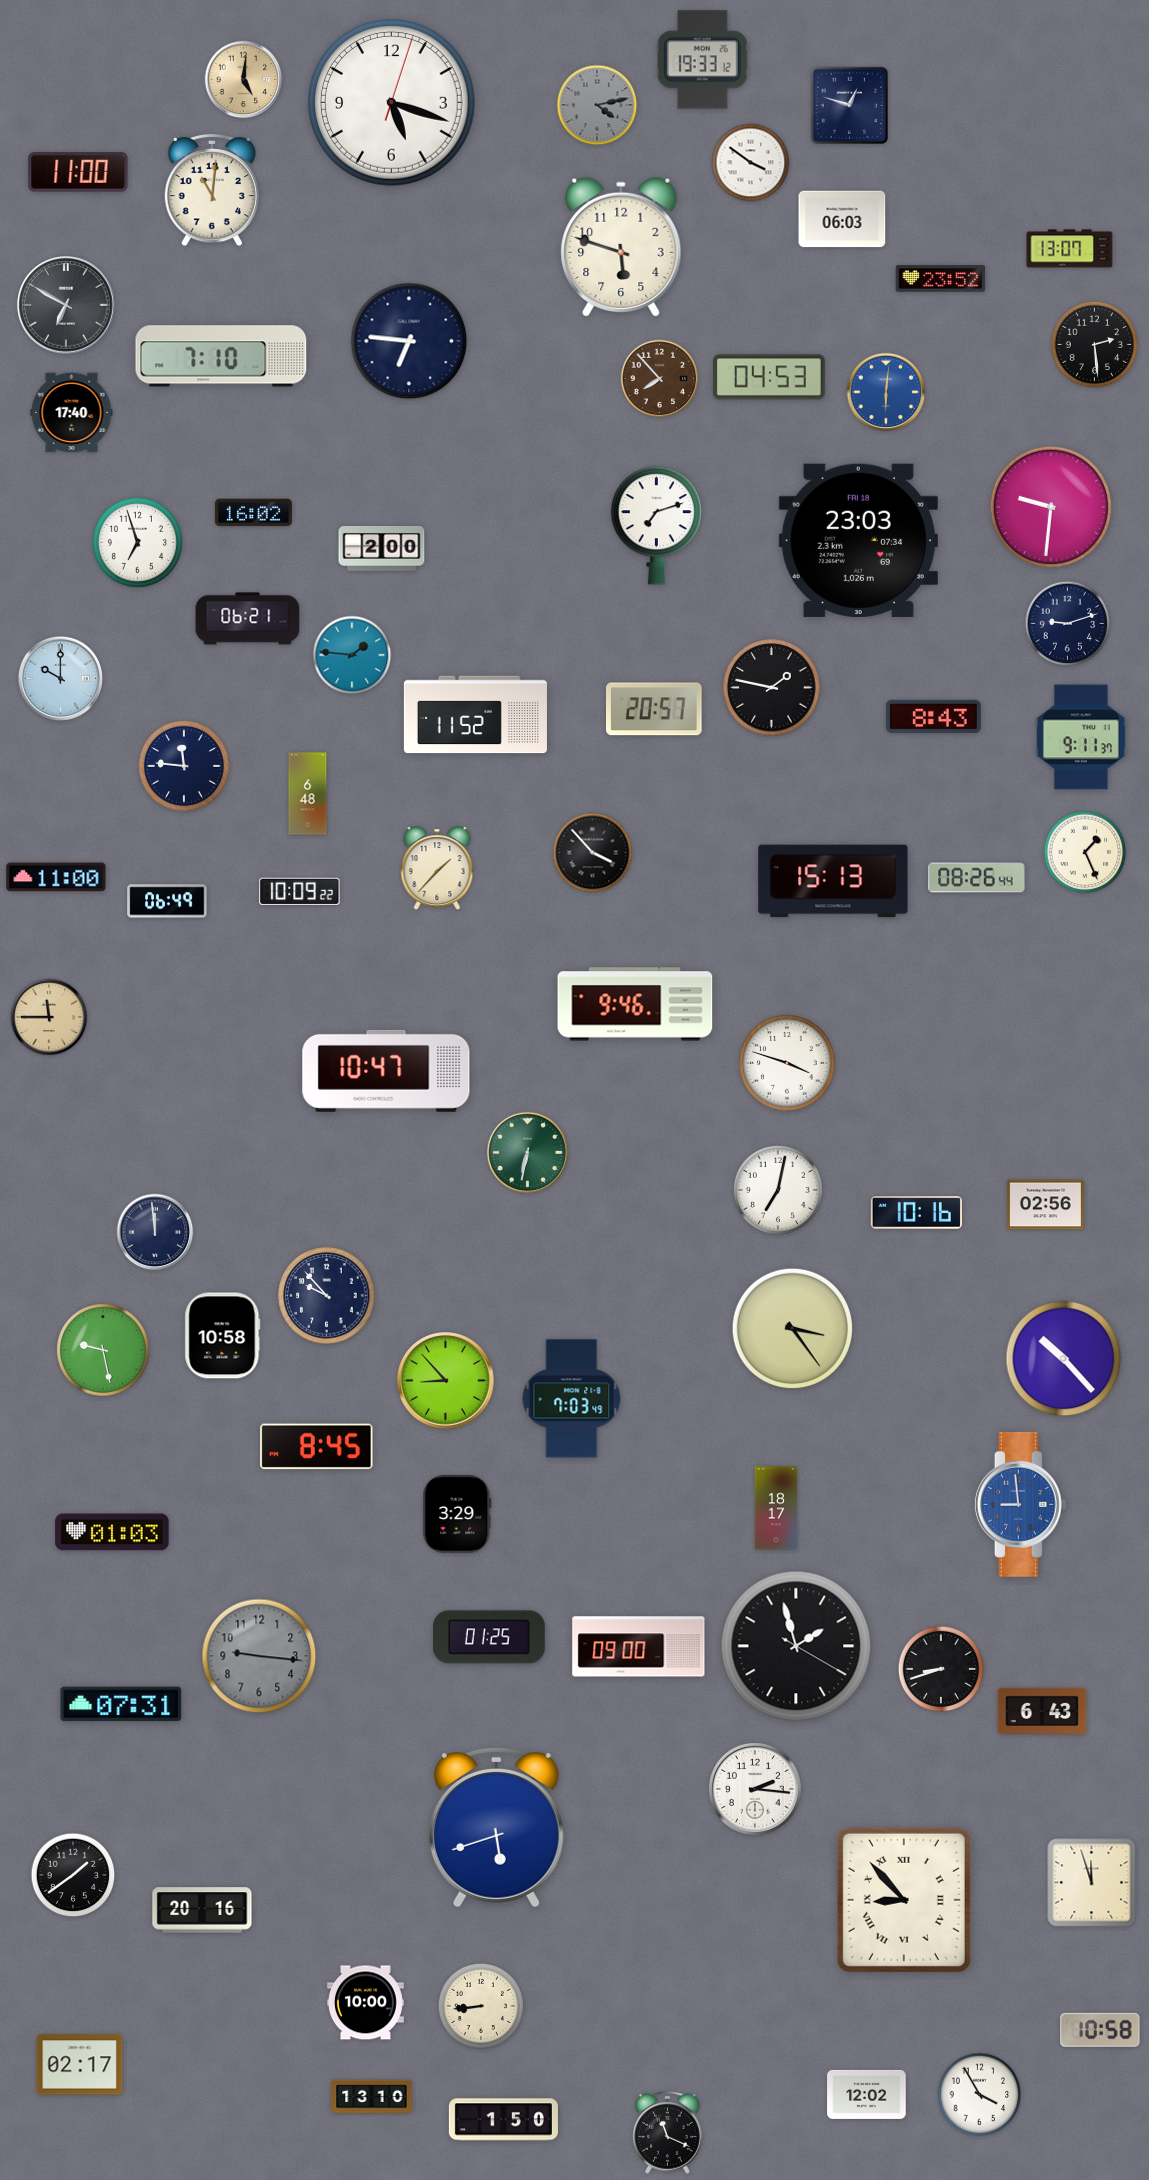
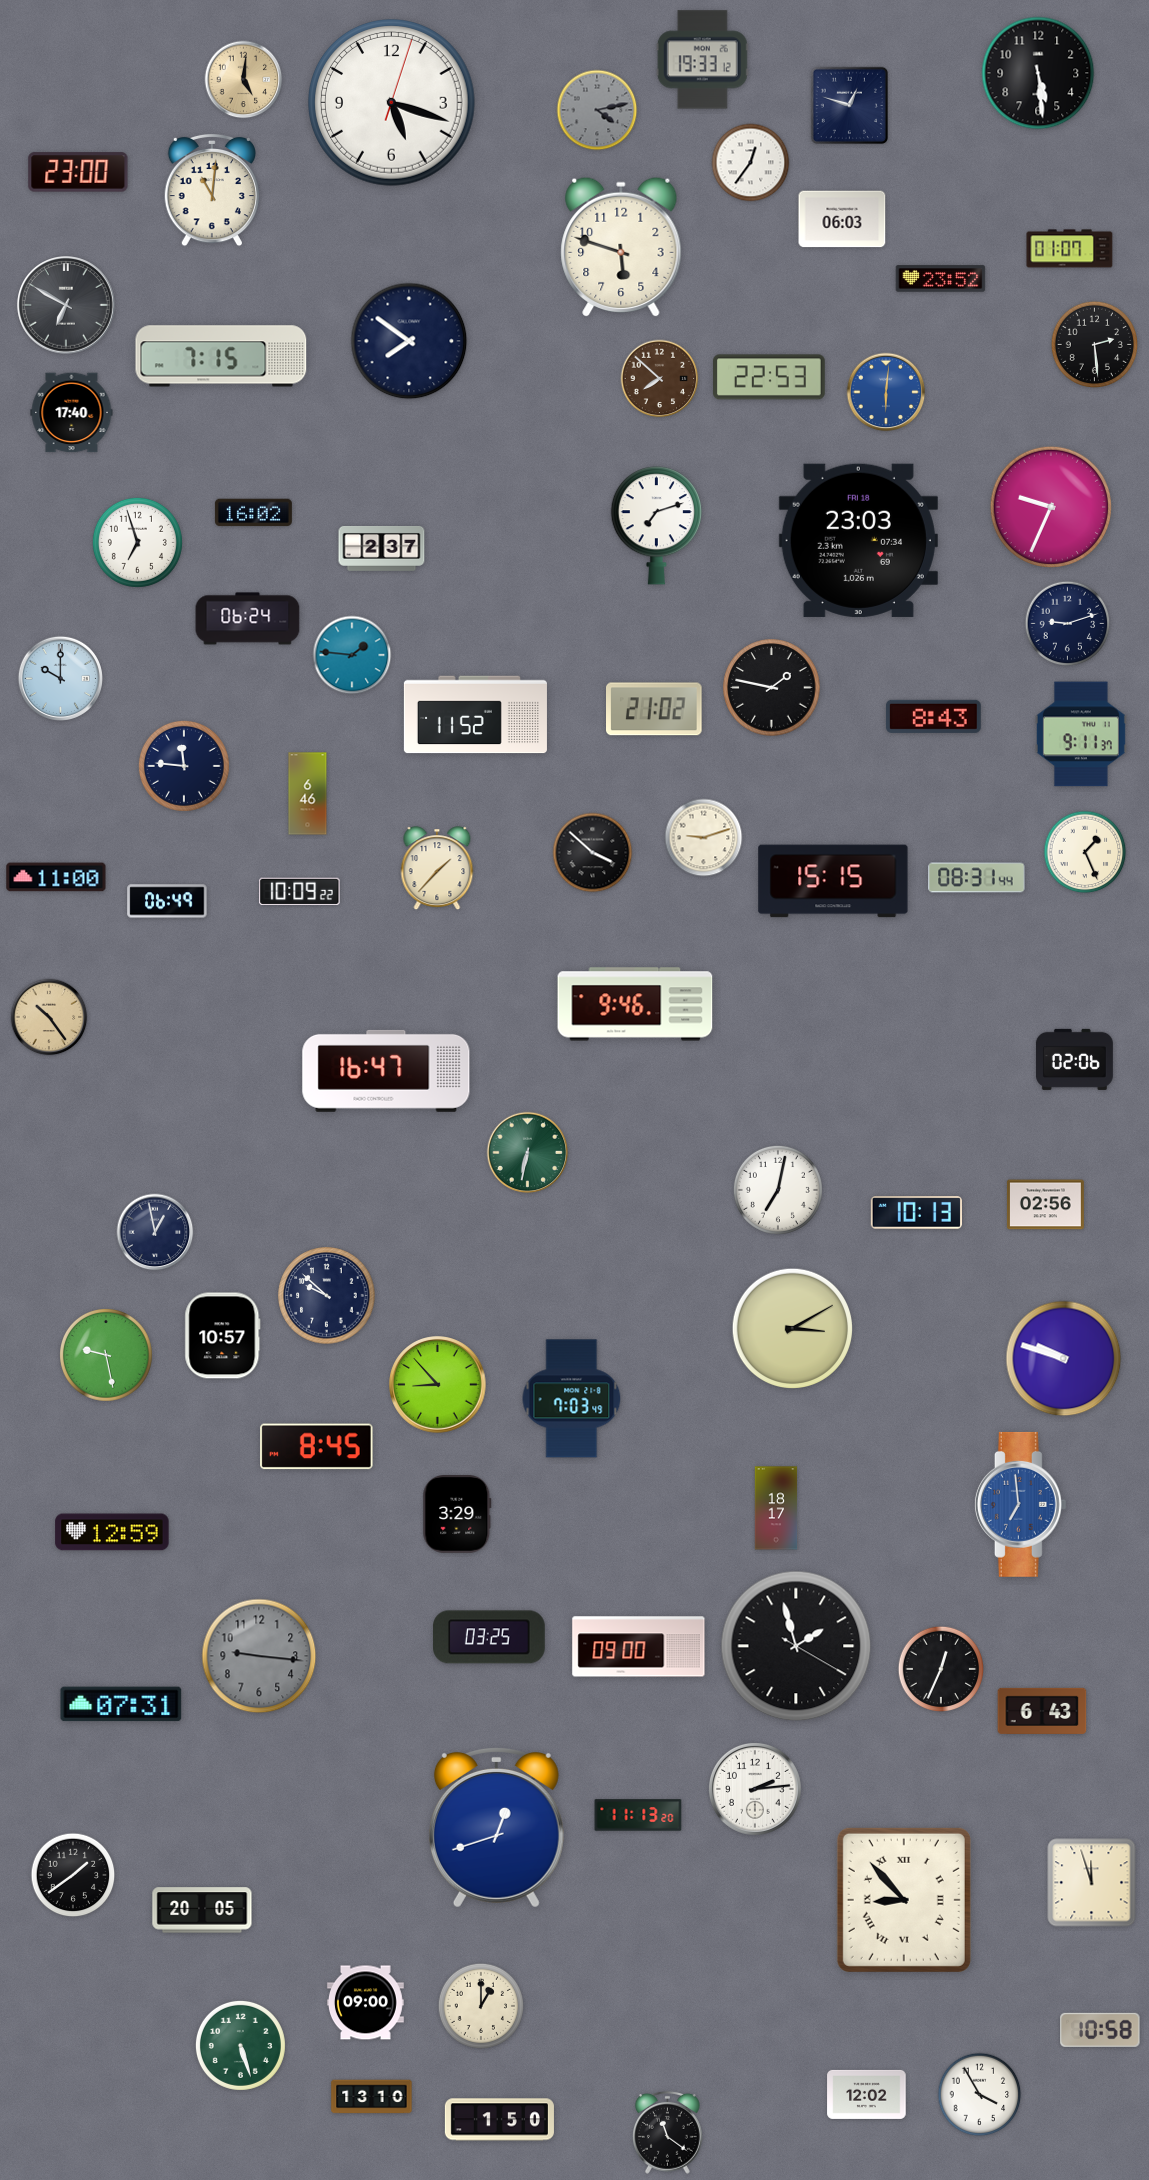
clock at (1038, 73): none -> 5:29
clock at (597, 105) position: (597, 105) -> (597, 110)
clock at (751, 163): 3:51 -> 12:36
clock at (78, 172): 11:00 -> 23:00
clock at (1070, 249): 13:07 -> 01:07
clock at (409, 341): 6:46 -> 7:51
clock at (221, 356): 7:10 -> 7:15
clock at (770, 377): 04:53 -> 22:53
clock at (660, 379): 7:53 -> 7:52
clock at (1051, 507): 9:31 -> 9:34
clock at (382, 548): 2:00 -> 2:37
clock at (248, 619): 06:21 -> 06:24
clock at (655, 709): 20:57 -> 21:02
clock at (1081, 737) position: (1081, 737) -> (1081, 734)
clock at (308, 794): 6:48 -> 6:46
clock at (704, 838): none -> 9:12
clock at (593, 853): 3:53 -> 3:52
clock at (977, 878): 08:26 -> 08:31
clock at (833, 881): 15:13 -> 15:15
clock at (49, 1017): 11:45 -> 10:24
clock at (1074, 1059): none -> 02:06
clock at (787, 1063): 3:48 -> none
clock at (386, 1071): 10:47 -> 16:47
clock at (916, 1213): 10:16 -> 10:13
clock at (155, 1232): 11:59 -> 12:58
clock at (327, 1296): 9:53 -> 9:52
clock at (792, 1328): 3:24 -> 3:10
clock at (223, 1336): 10:58 -> 10:57
clock at (104, 1351) position: (104, 1351) -> (107, 1356)
clock at (1064, 1359): 10:23 -> 9:48
clock at (446, 1381) position: (446, 1381) -> (438, 1385)
clock at (1020, 1504): 8:59 -> 6:59
clock at (112, 1532): 01:03 -> 12:59
clock at (490, 1637): 01:25 -> 03:25
clock at (941, 1669): 8:42 -> 12:34
clock at (755, 1789): 2:16 -> 2:14
clock at (638, 1815): none -> 11:13
clock at (496, 1827): 5:42 -> 12:42
clock at (202, 1910): 20:16 -> 20:05
clock at (365, 2003): 10:00 -> 09:00
clock at (481, 2006): 8:44 -> 1:00
clock at (240, 2045): none -> 5:27
clock at (80, 2065): 02:17 -> none
clock at (503, 2120) position: (503, 2120) -> (499, 2120)
clock at (667, 2132): 11:19 -> 11:21
